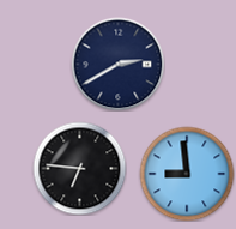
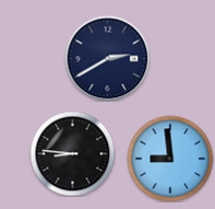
clock at (79, 168): 6:46 -> 8:46
